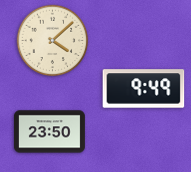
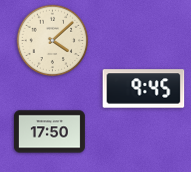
clock at (144, 89): 9:49 -> 9:45
clock at (49, 132): 23:50 -> 17:50
